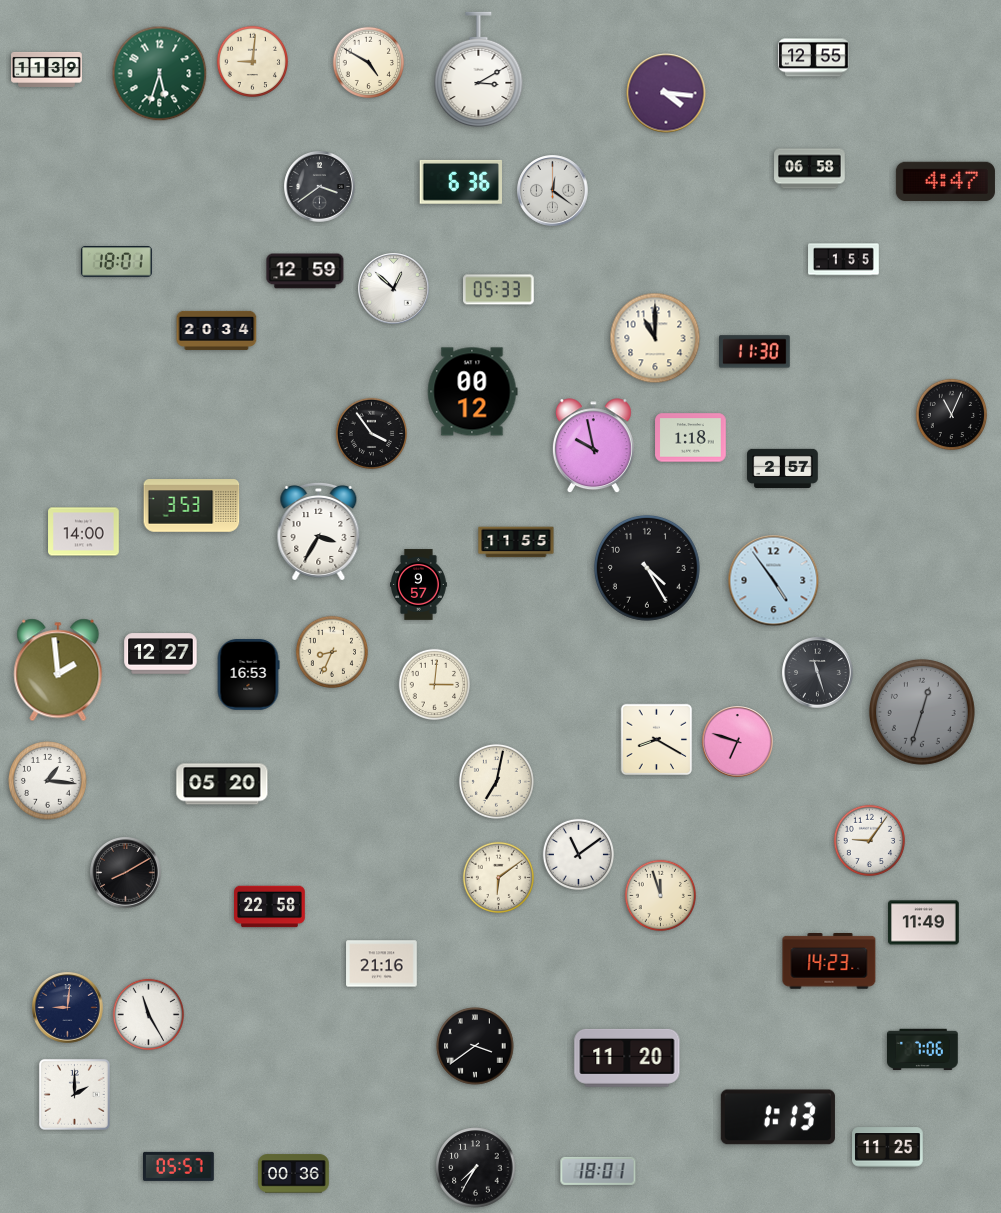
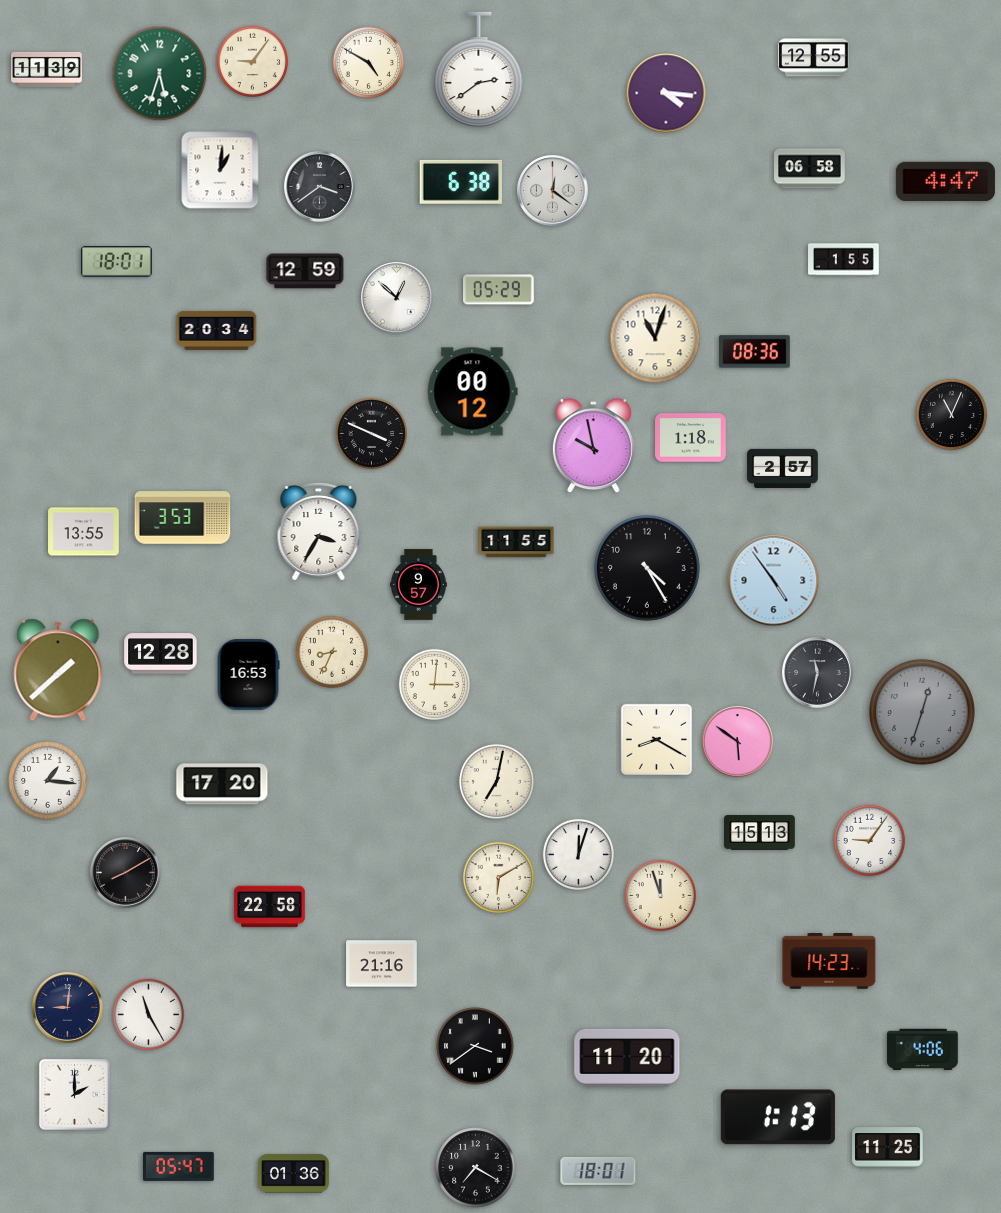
clock at (253, 62): 9:01 -> 9:06
clock at (479, 70): 3:10 -> 2:39
clock at (220, 170): none -> 1:01
clock at (460, 182): 6:36 -> 6:38
clock at (394, 289) position: (394, 289) -> (397, 298)
clock at (499, 290): 05:33 -> 05:29
clock at (655, 338): 11:00 -> 11:03
clock at (755, 352): 11:30 -> 08:36
clock at (372, 434): 3:54 -> 3:49
clock at (192, 506) position: (192, 506) -> (183, 518)
clock at (84, 532): 14:00 -> 13:55
clock at (161, 654): 12:27 -> 12:28
clock at (58, 670): 1:59 -> 1:38
clock at (818, 673): 11:27 -> 11:32
clock at (738, 742): 6:48 -> 5:51
clock at (222, 784): 05:20 -> 17:20
clock at (760, 833): none -> 15:13
clock at (579, 855): 11:09 -> 12:03
clock at (499, 878): 6:09 -> 6:10
clock at (924, 923): 11:49 -> none
clock at (923, 1049): 7:06 -> 4:06
clock at (179, 1166): 05:57 -> 05:47
clock at (476, 1168): 7:35 -> 7:20
clock at (294, 1174): 00:36 -> 01:36
